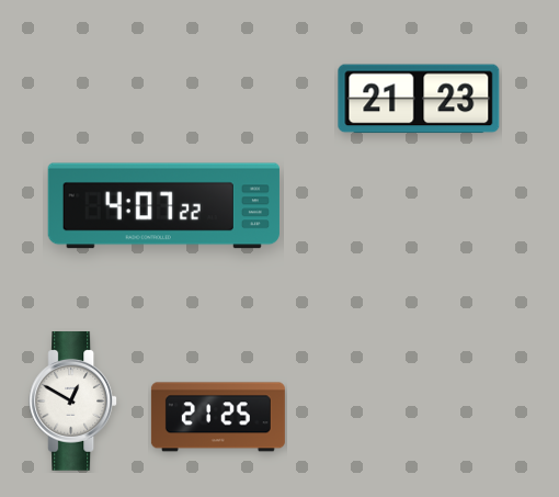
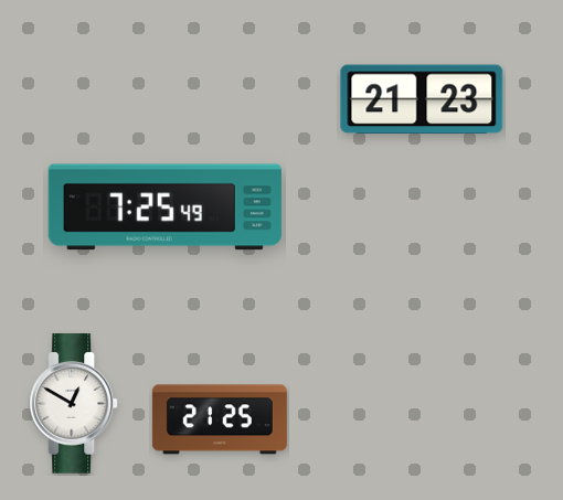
clock at (163, 206): 4:07 -> 7:25
